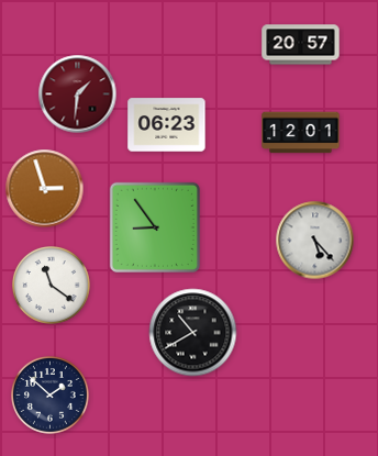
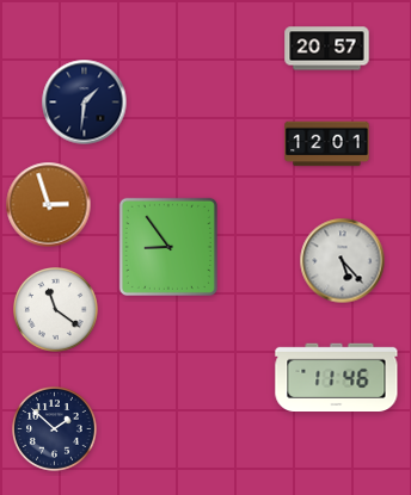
clock at (78, 94) dial: burgundy -> navy
clock at (167, 125): 06:23 -> none
clock at (193, 333): 10:40 -> none
clock at (337, 377): none -> 11:46
